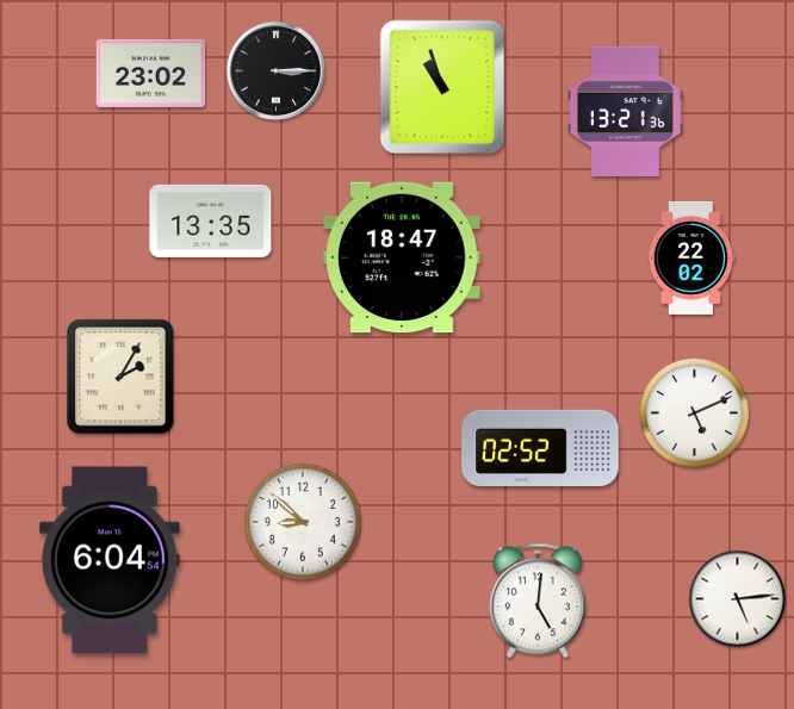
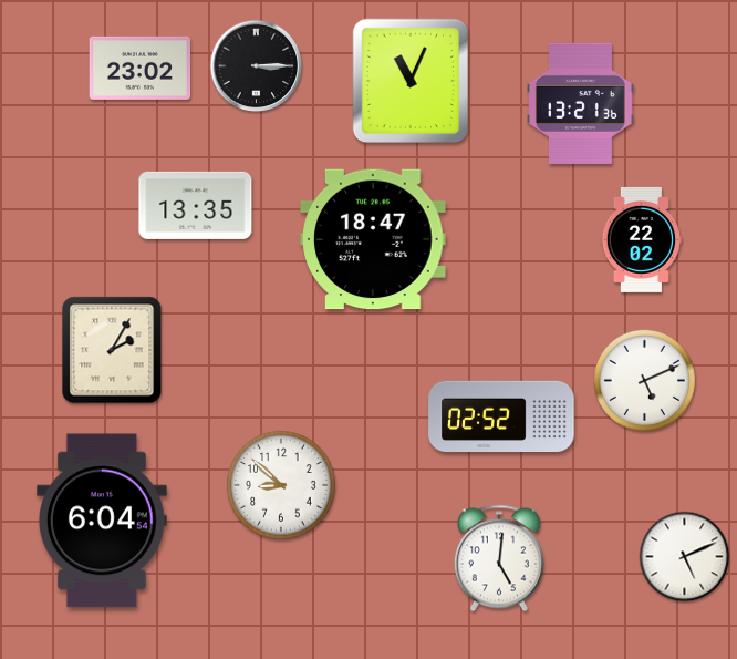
clock at (442, 87): 10:57 -> 11:04
clock at (694, 412) position: (694, 412) -> (644, 380)
clock at (738, 599): 5:14 -> 5:11
